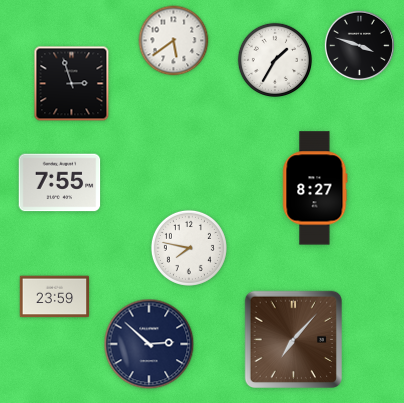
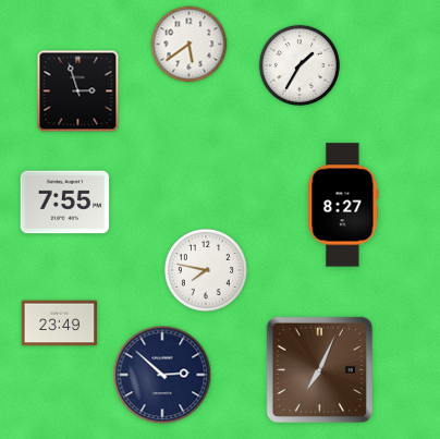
clock at (359, 45): 3:48 -> none
clock at (60, 183) position: (60, 183) -> (65, 203)
clock at (55, 297): 23:59 -> 23:49
clock at (293, 339): 7:07 -> 7:04
